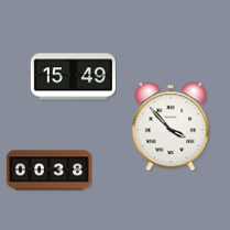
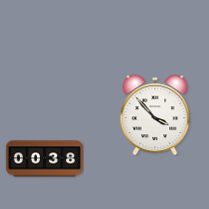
clock at (73, 77): 15:49 -> none
clock at (48, 171) position: (48, 171) -> (44, 159)
